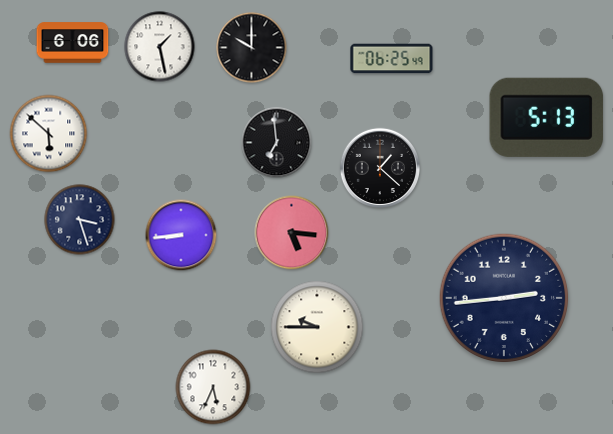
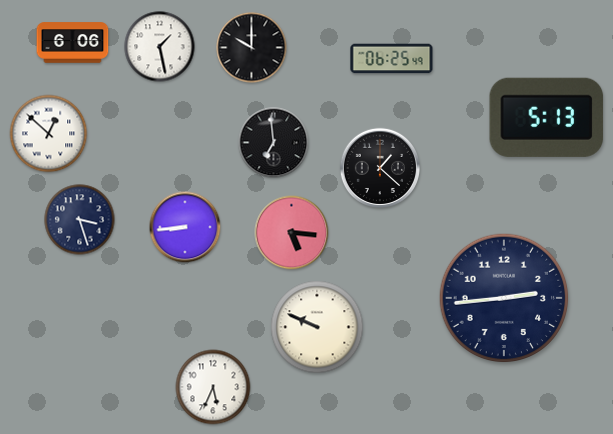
clock at (49, 134): 5:52 -> 12:52
clock at (277, 143) position: (277, 143) -> (274, 143)
clock at (181, 235) position: (181, 235) -> (185, 227)
clock at (317, 327): 9:45 -> 9:49
